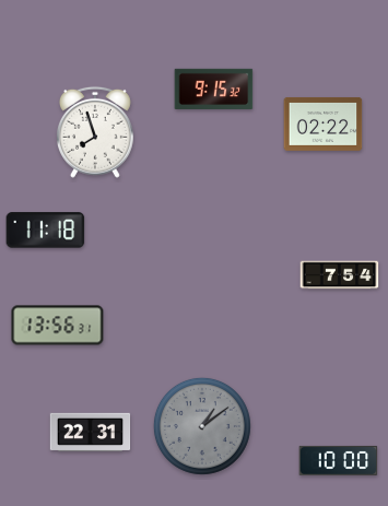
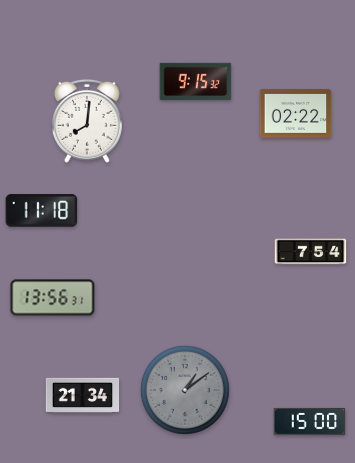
clock at (95, 132): 7:57 -> 8:01
clock at (91, 433): 22:31 -> 21:34
clock at (339, 460): 10:00 -> 15:00
